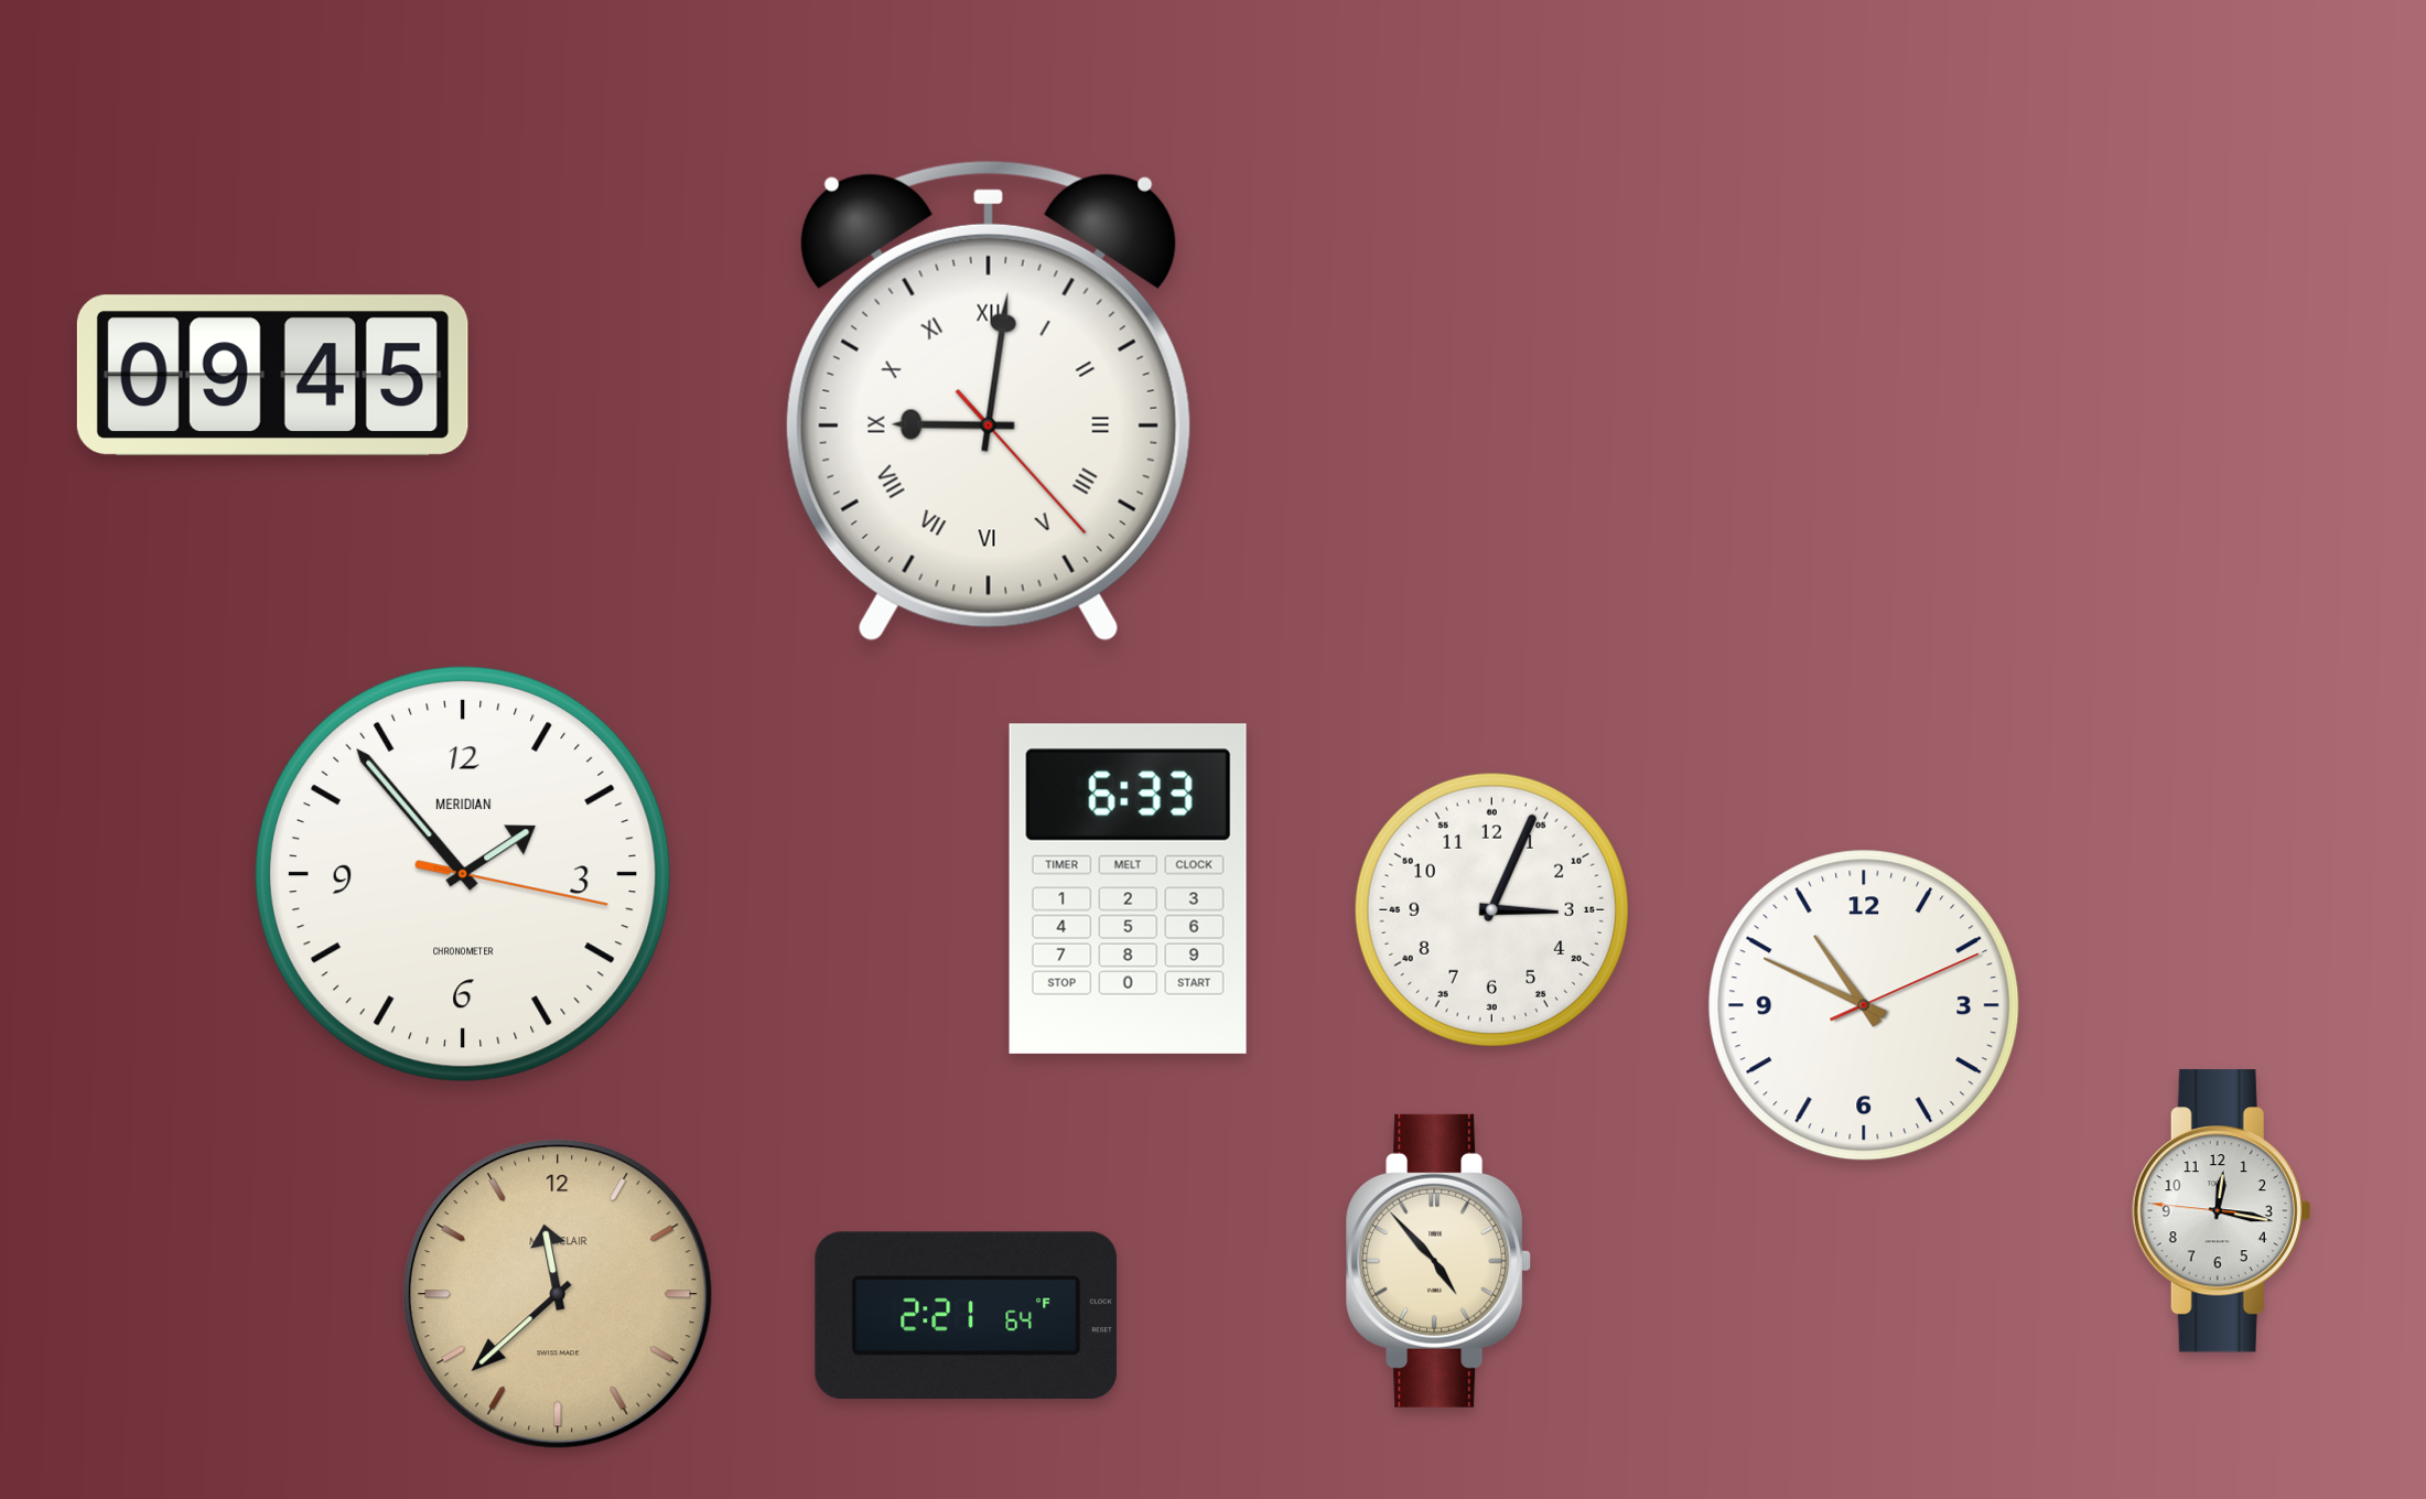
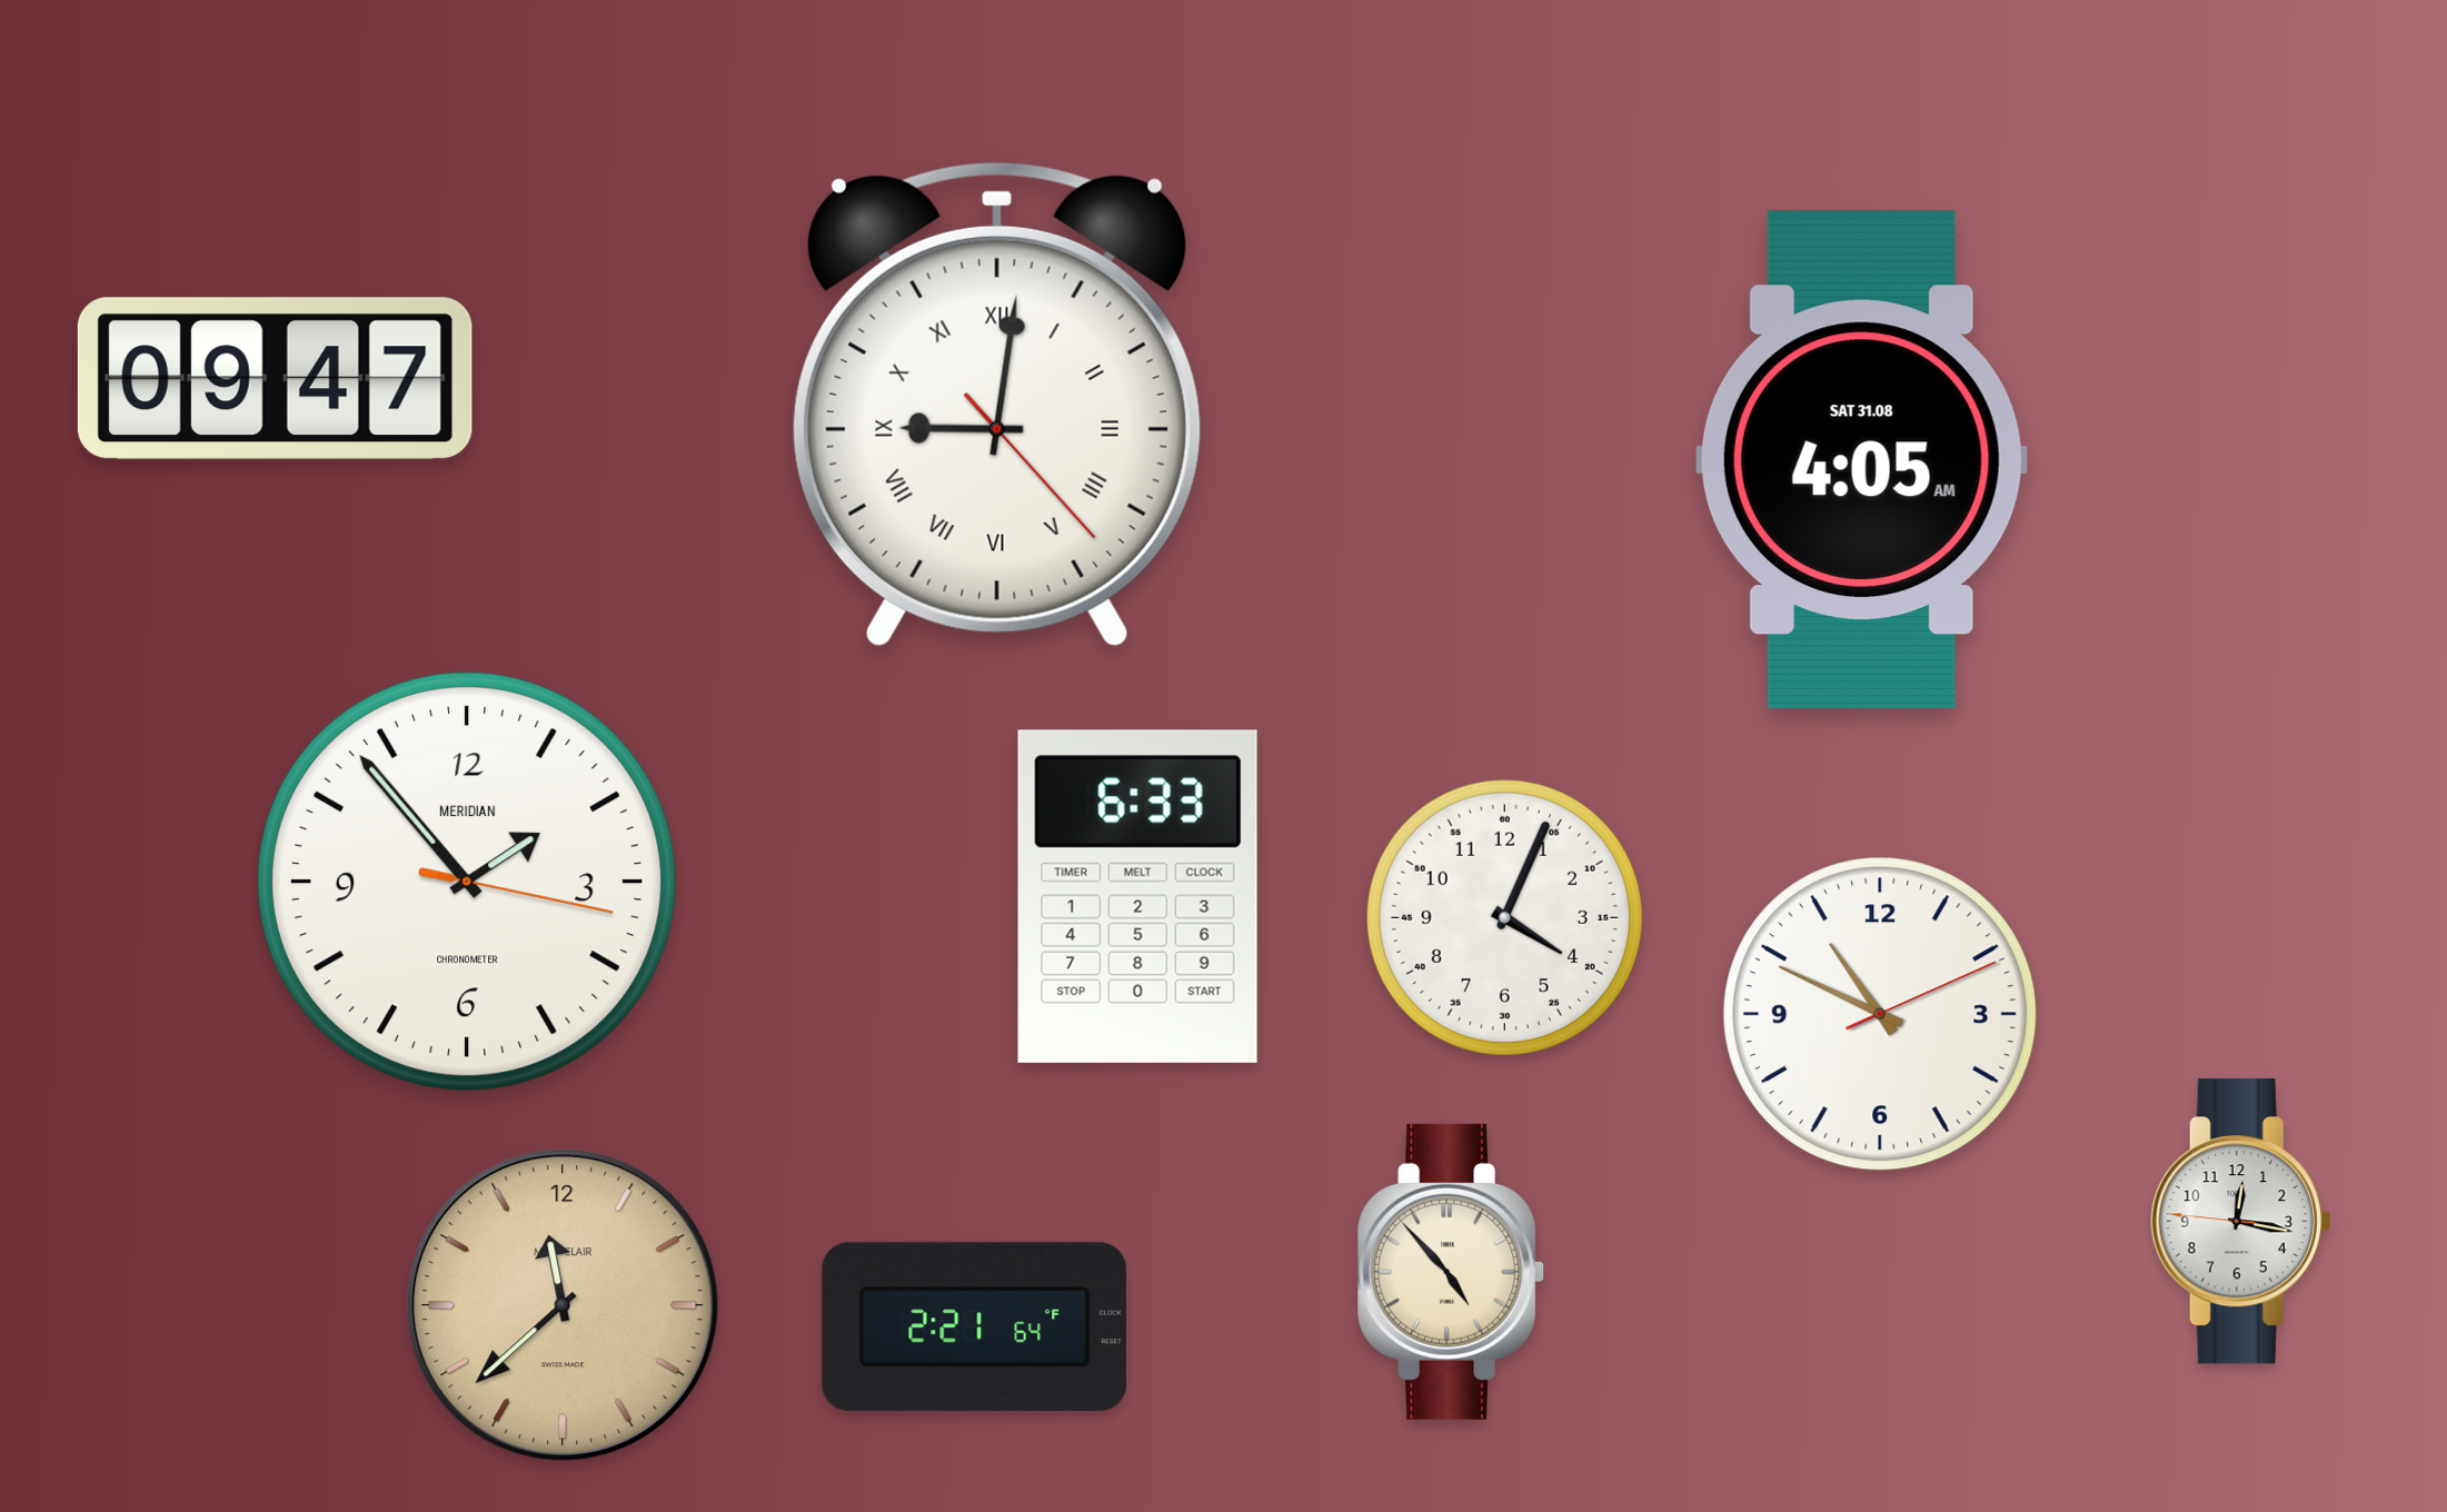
clock at (272, 376): 09:45 -> 09:47
clock at (1861, 459): none -> 4:05
clock at (1491, 909): 3:04 -> 4:04
